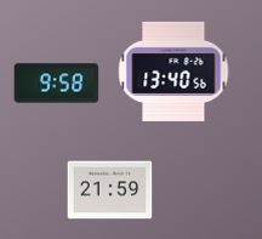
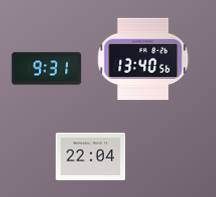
clock at (57, 84): 9:58 -> 9:31
clock at (110, 190): 21:59 -> 22:04
